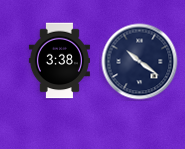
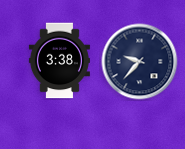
clock at (140, 62): 10:21 -> 9:37
